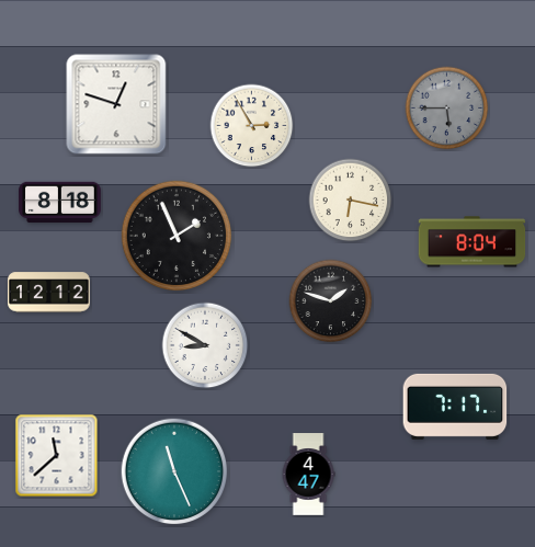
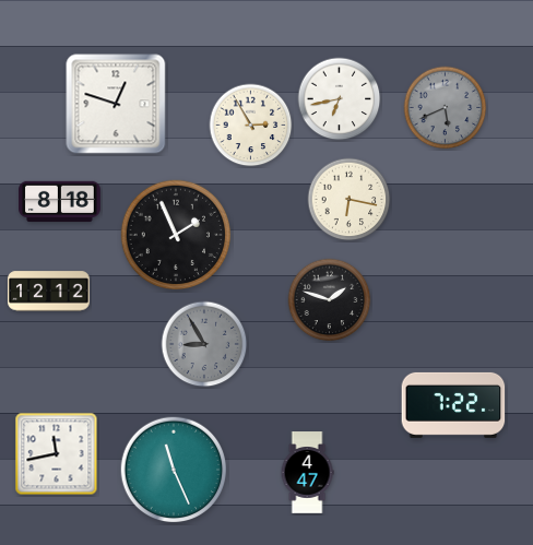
clock at (340, 99): none -> 6:43
clock at (447, 109): 5:45 -> 5:41
clock at (473, 242): 8:04 -> none
clock at (205, 345): 8:50 -> 8:55
clock at (205, 345) dial: white -> grey
clock at (455, 407): 7:17 -> 7:22
clock at (57, 456): 11:38 -> 11:43
